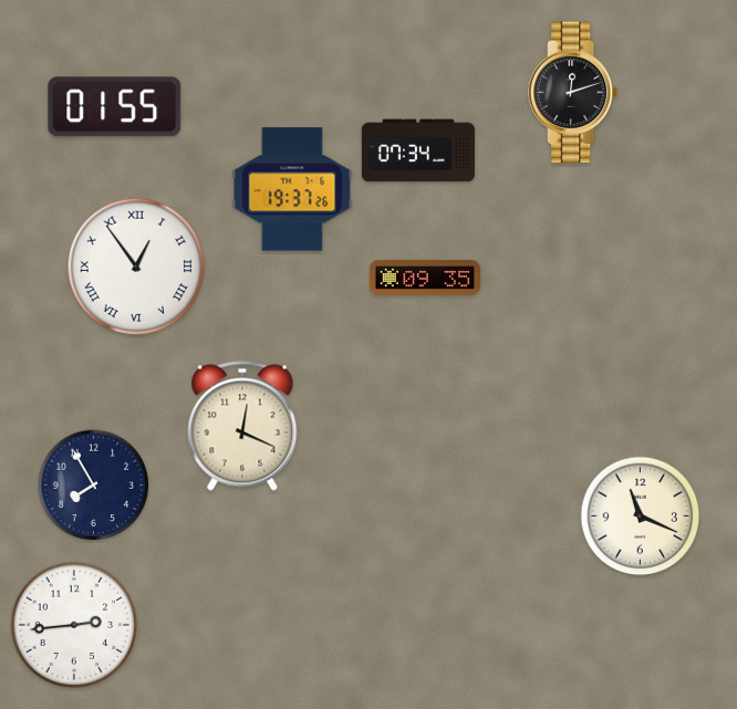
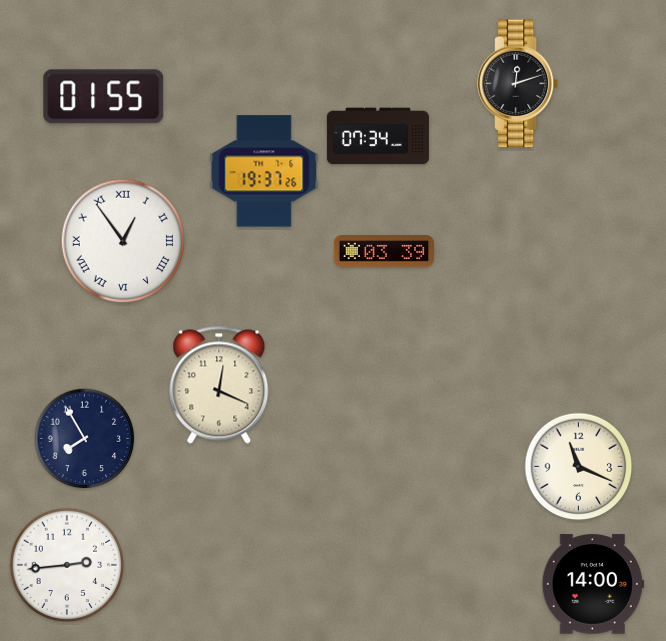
clock at (424, 278): 09:35 -> 03:39
clock at (593, 584): none -> 14:00
